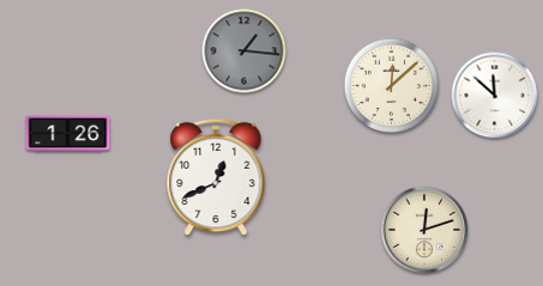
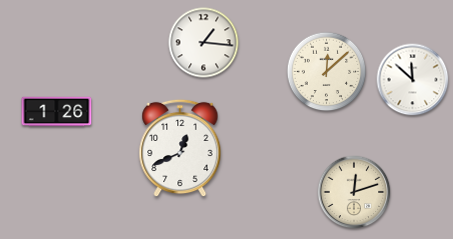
clock at (245, 51) dial: grey -> white
